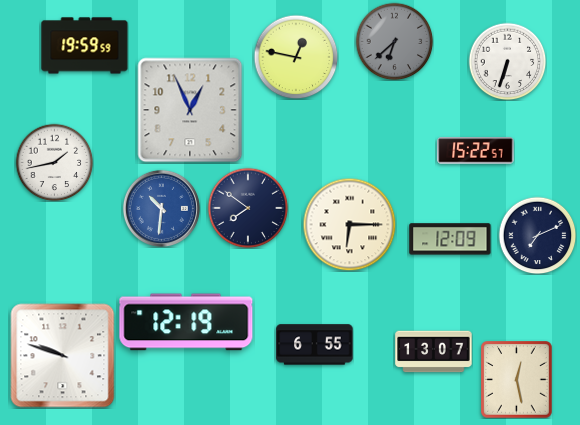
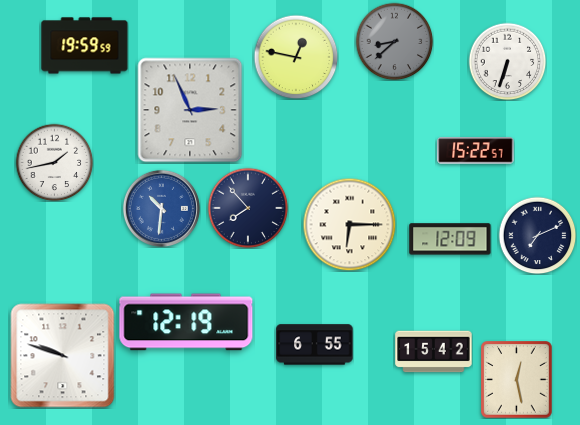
clock at (394, 41): 6:38 -> 8:38
clock at (190, 110): 12:56 -> 2:56
clock at (248, 208): 7:51 -> 7:53
clock at (434, 352): 13:07 -> 15:42
